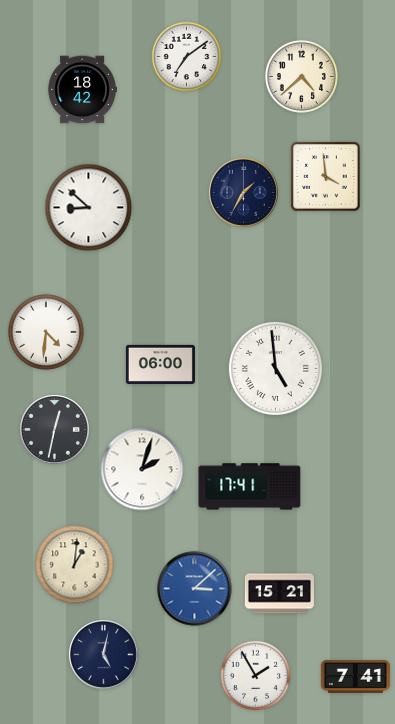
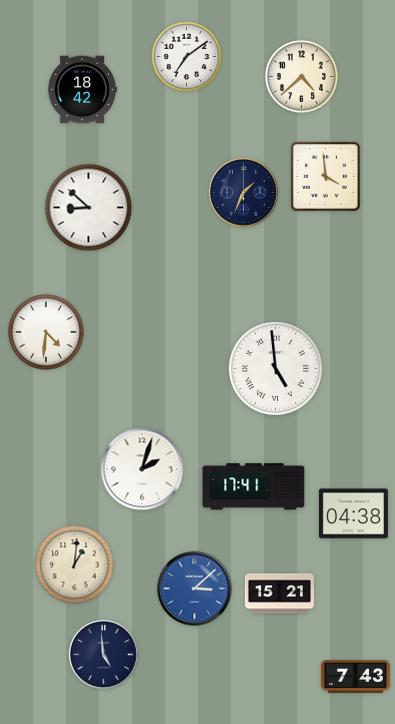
clock at (244, 193): 1:35 -> 1:34
clock at (160, 364): 06:00 -> none
clock at (55, 430): 12:32 -> none
clock at (250, 487) position: (250, 487) -> (254, 487)
clock at (353, 514): none -> 04:38
clock at (104, 655): 5:02 -> 4:59
clock at (256, 676): 1:55 -> none
clock at (355, 676): 7:41 -> 7:43
